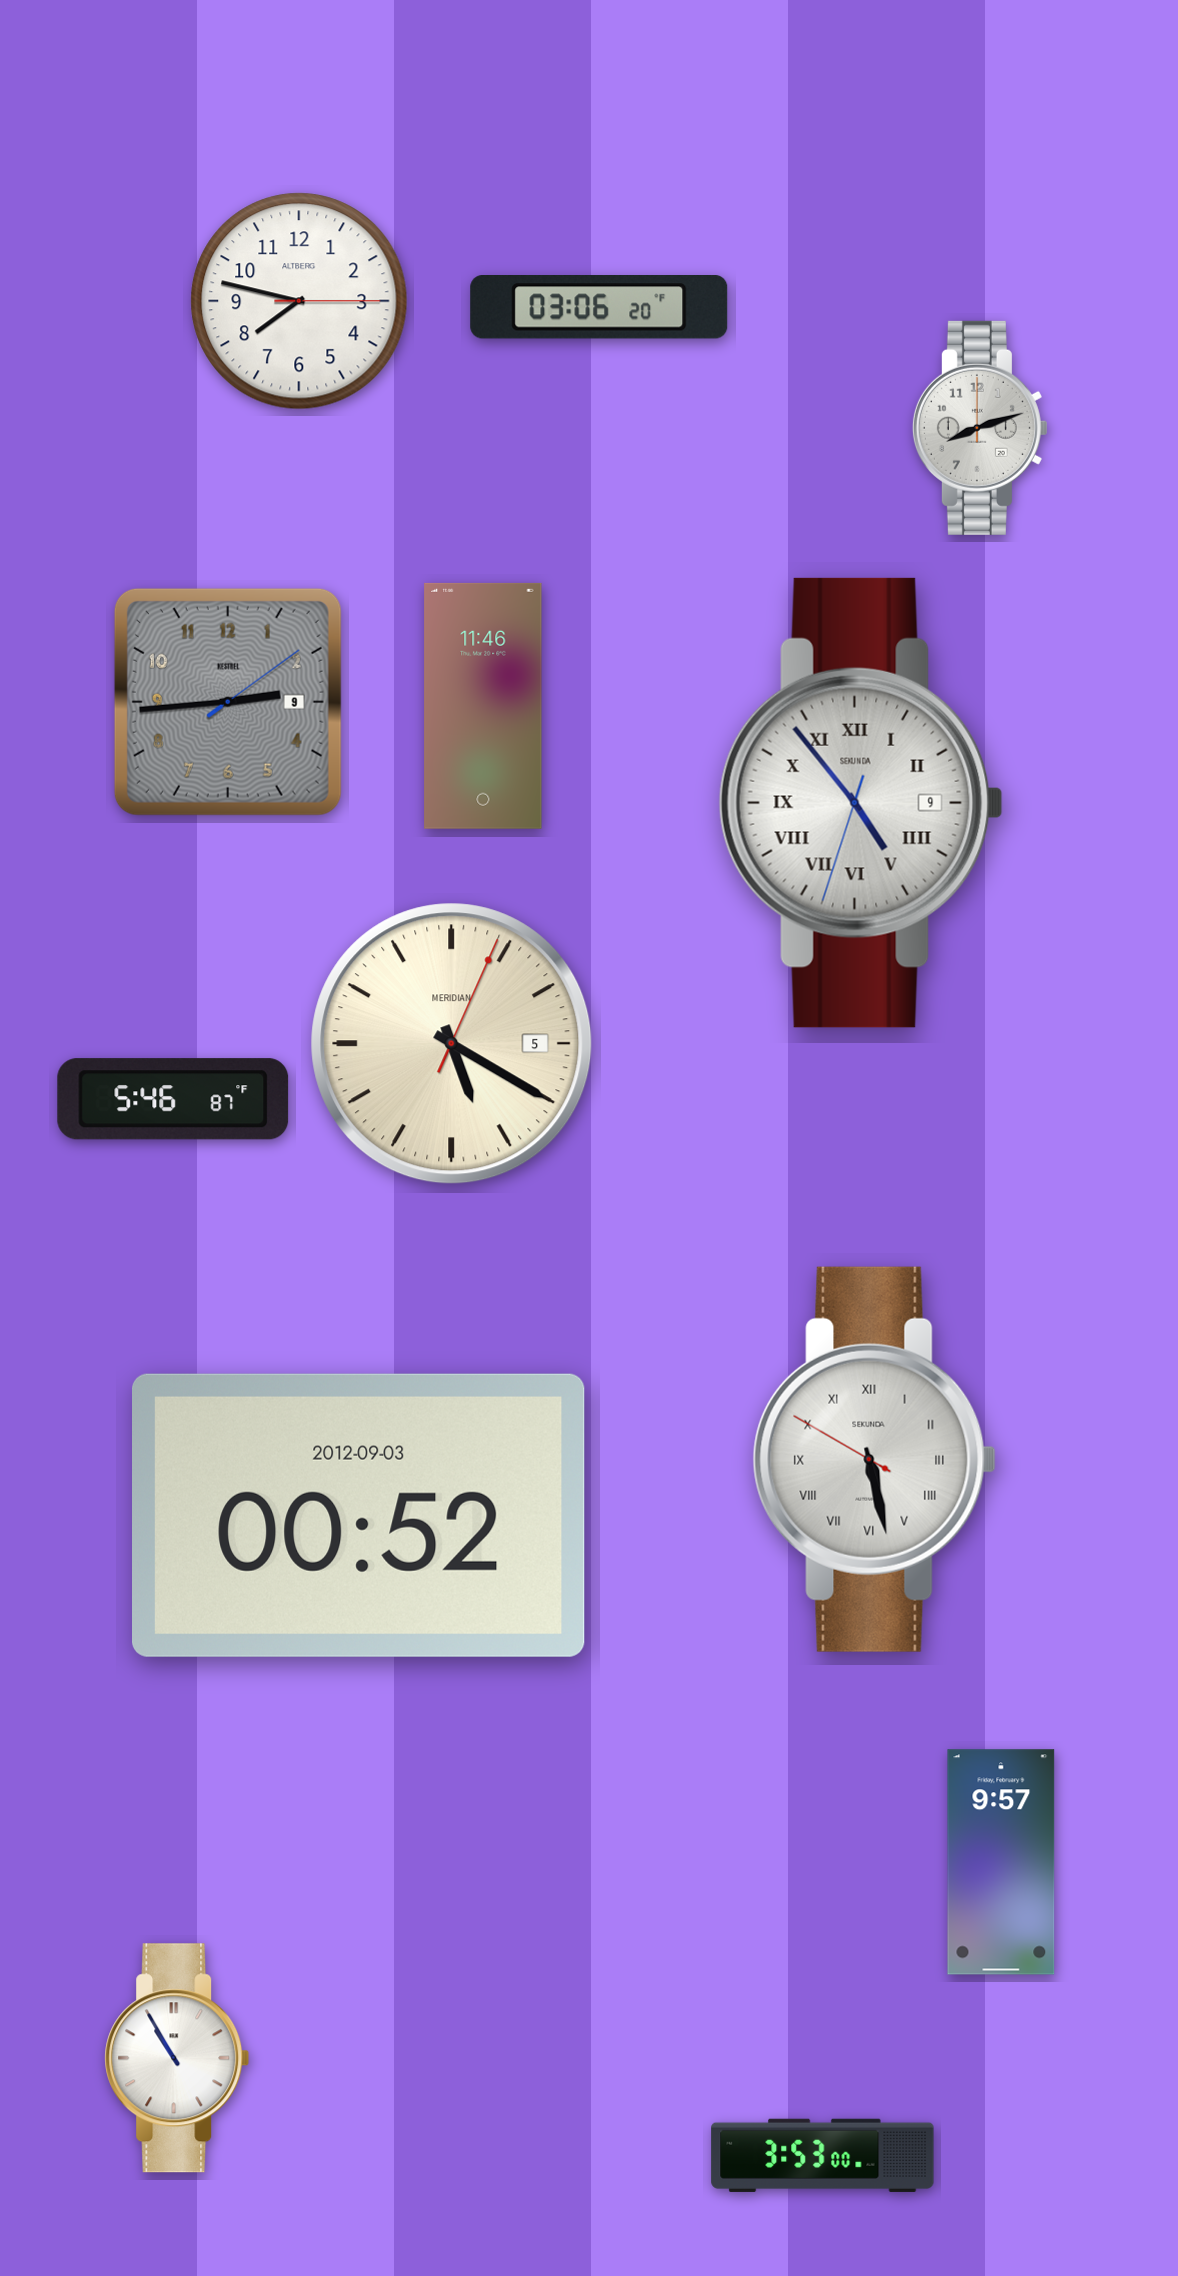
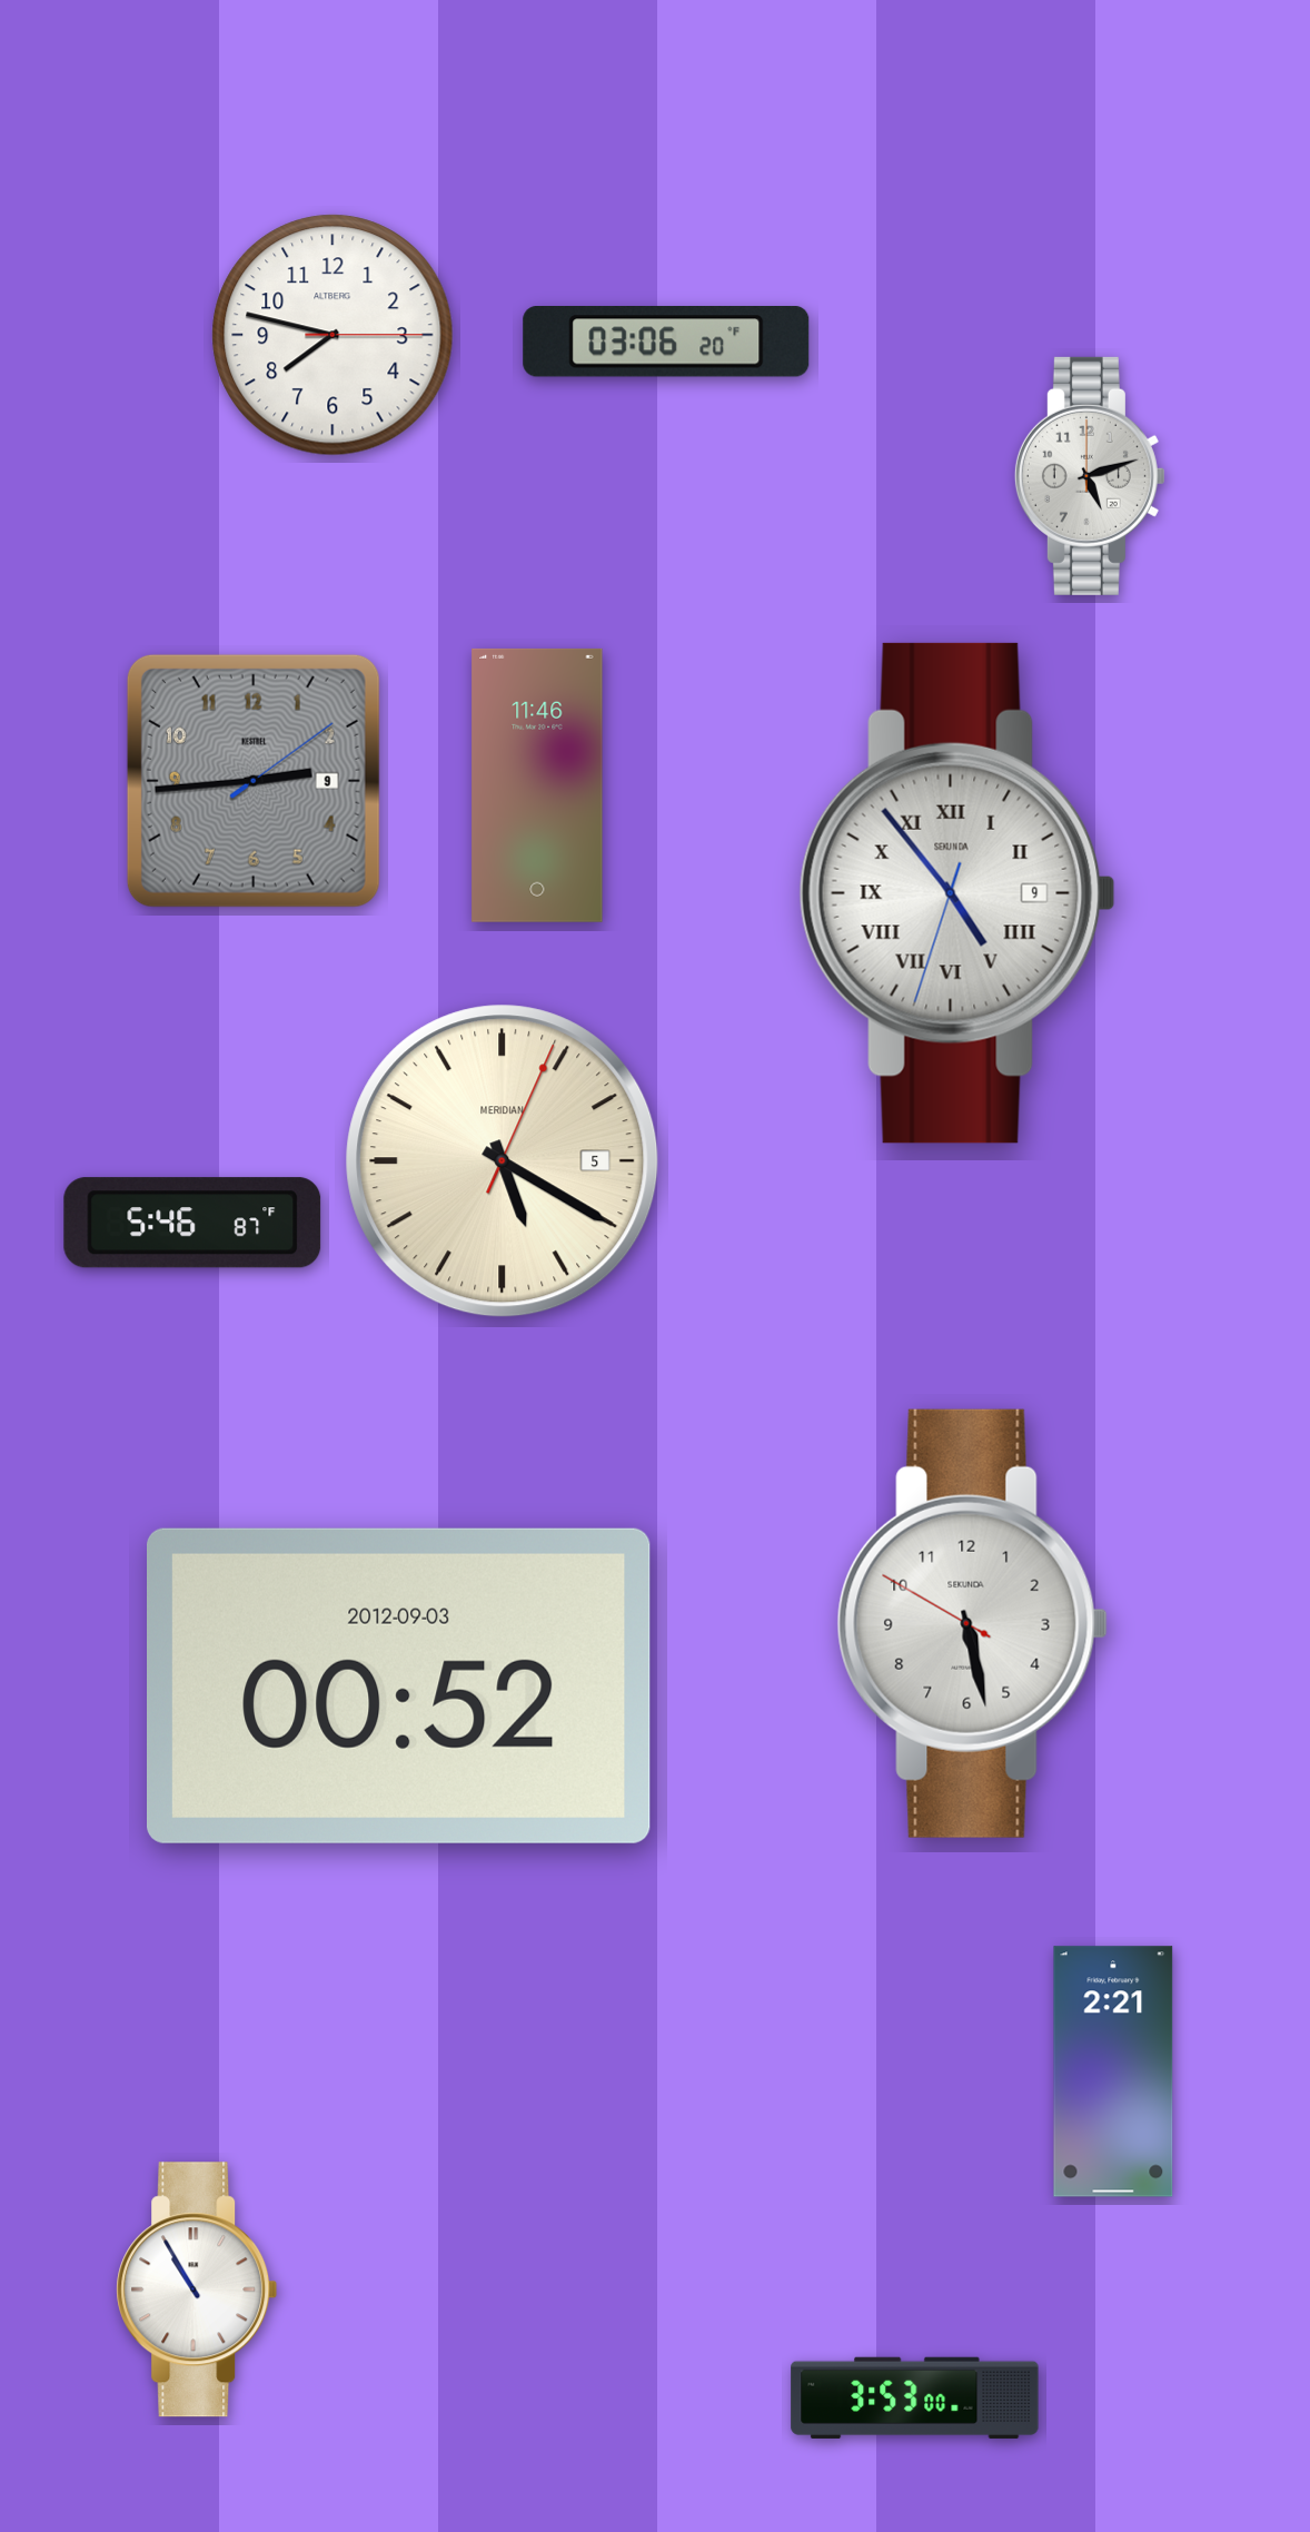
clock at (980, 428): 8:12 -> 5:12
clock at (874, 1459) numerals: Roman -> Arabic
clock at (1001, 1862): 9:57 -> 2:21
